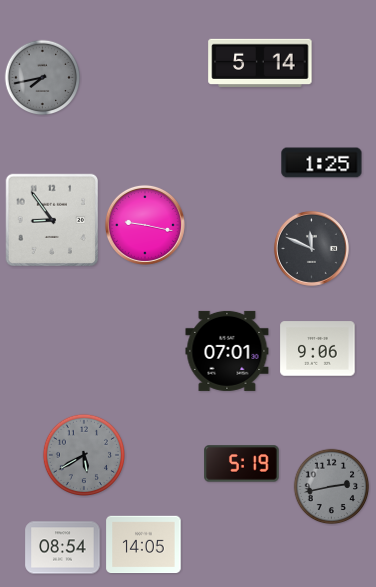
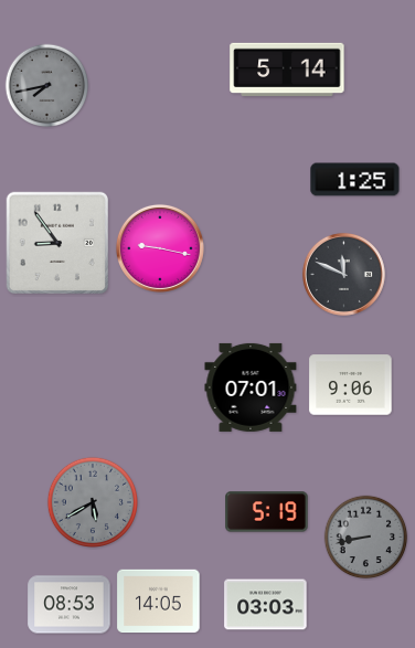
clock at (332, 487): 2:43 -> 8:43
clock at (63, 548): 08:54 -> 08:53
clock at (266, 605): none -> 03:03
